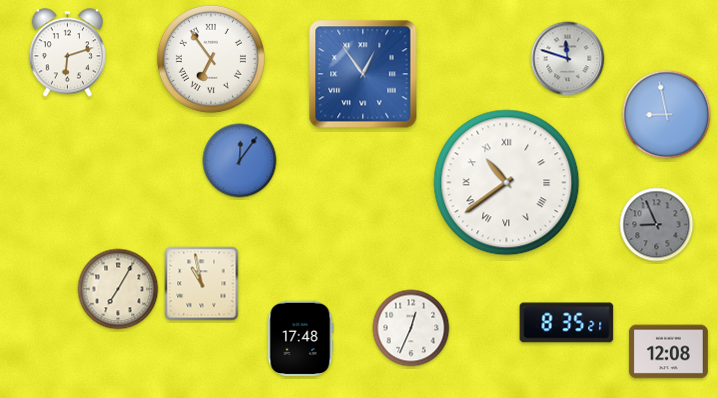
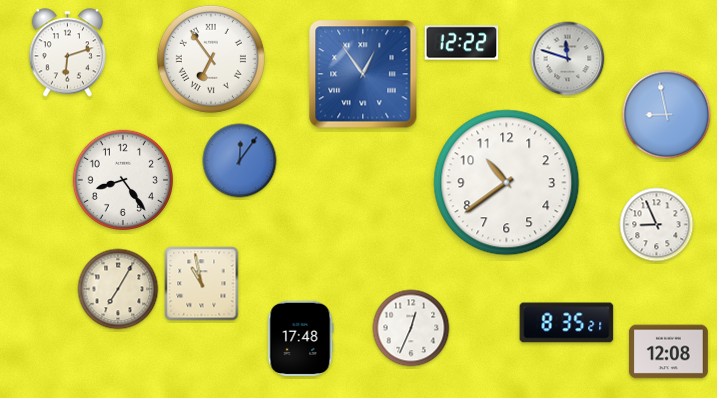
clock at (462, 43): none -> 12:22
clock at (122, 179): none -> 8:24
clock at (507, 183) numerals: Roman -> Arabic
clock at (657, 225) dial: grey -> white
